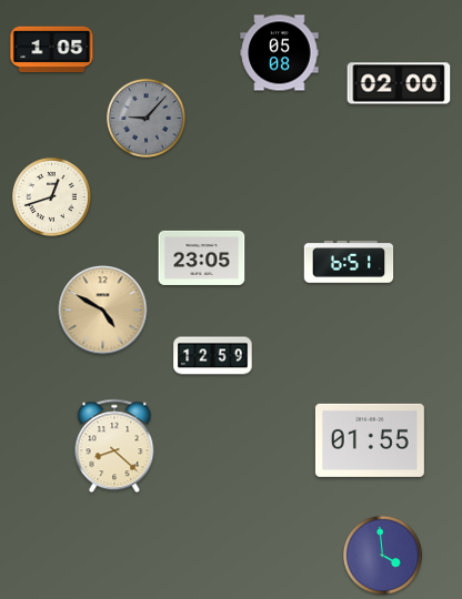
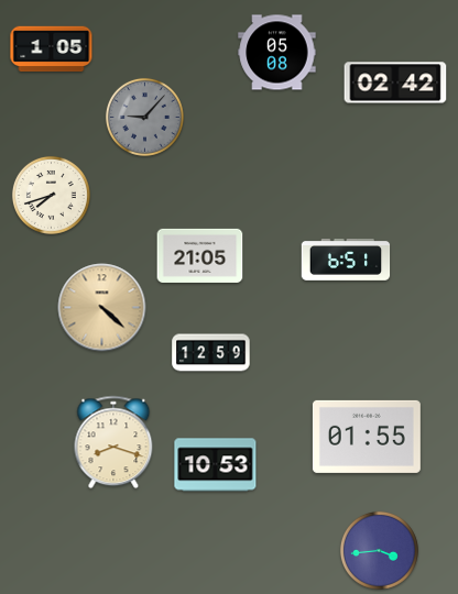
clock at (399, 83): 02:00 -> 02:42
clock at (51, 196): 12:42 -> 7:42
clock at (202, 257): 23:05 -> 21:05
clock at (103, 311): 4:50 -> 4:22
clock at (114, 446): 8:22 -> 8:18
clock at (216, 465): none -> 10:53
clock at (382, 555): 3:59 -> 3:44
